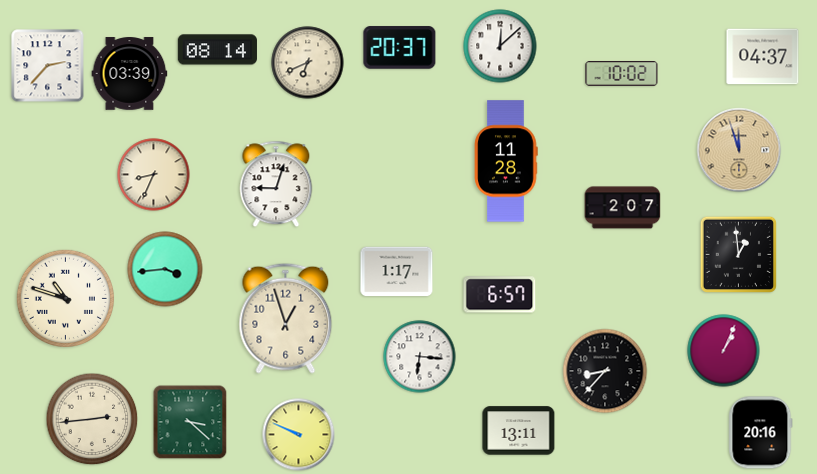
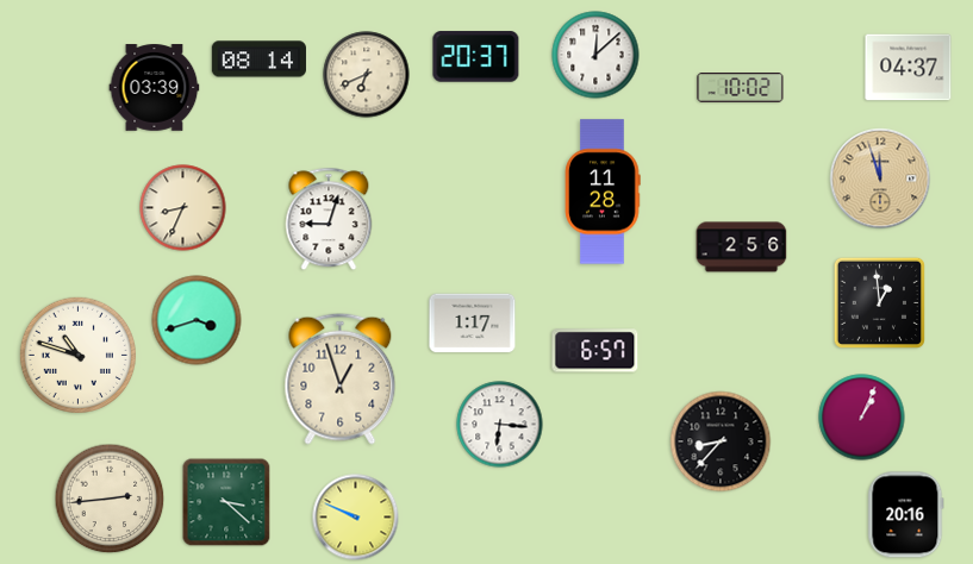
clock at (48, 66): 2:37 -> none
clock at (623, 208): 2:07 -> 2:56
clock at (165, 269): 3:44 -> 3:42
clock at (519, 431): 13:11 -> none
